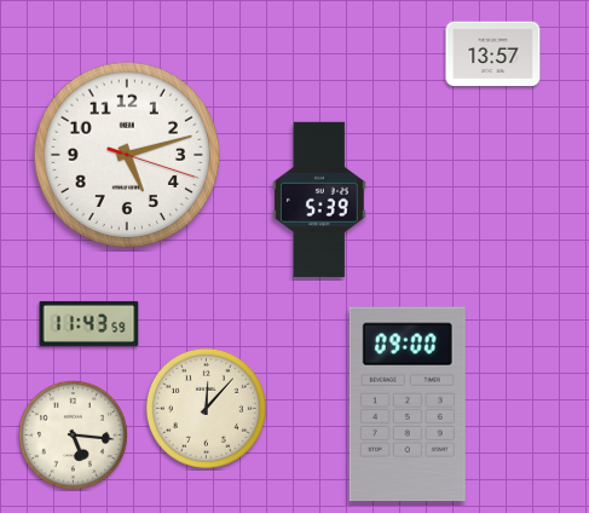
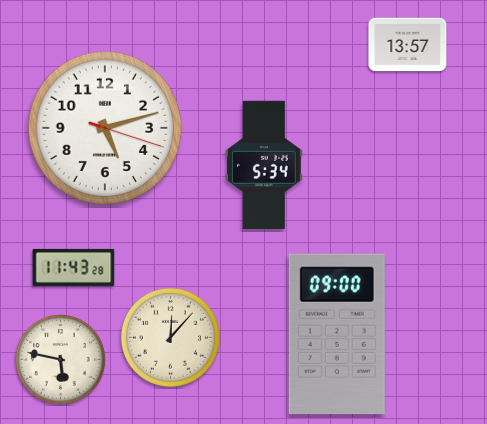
clock at (319, 200): 5:39 -> 5:34
clock at (89, 323): 11:43:59 -> 11:43:28
clock at (74, 436): 5:16 -> 5:47
